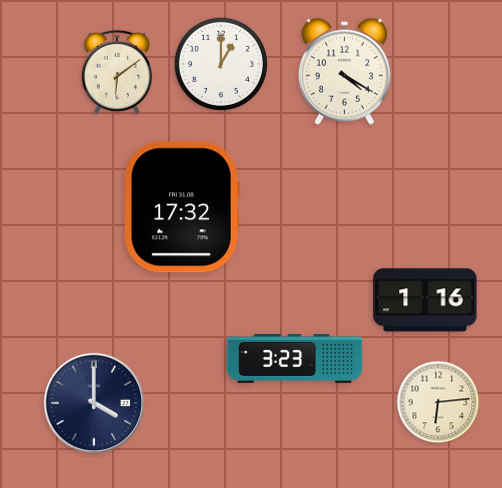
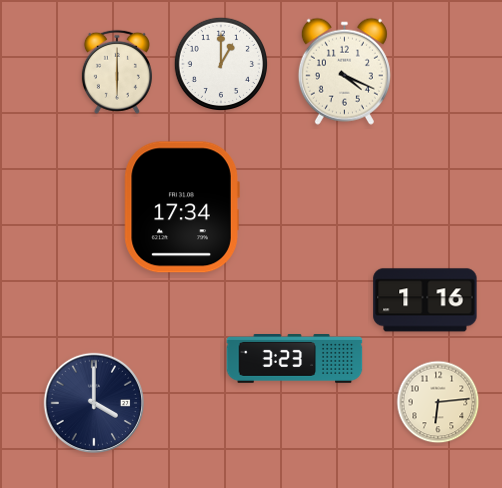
clock at (344, 71): 4:20 -> 4:19
clock at (117, 72): 6:09 -> 6:00
clock at (182, 207): 17:32 -> 17:34
